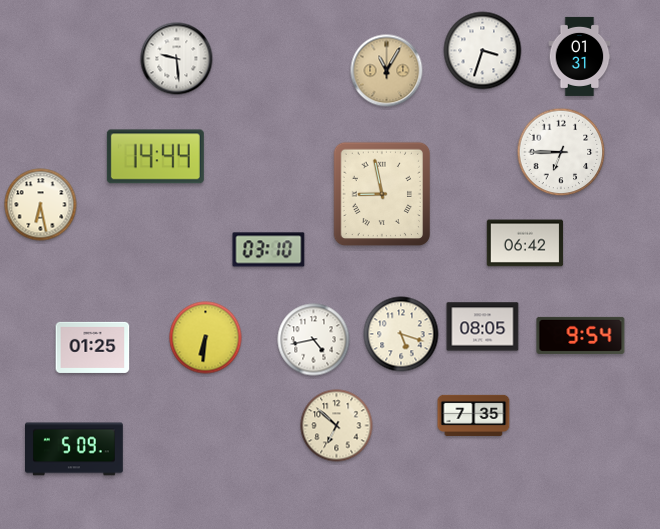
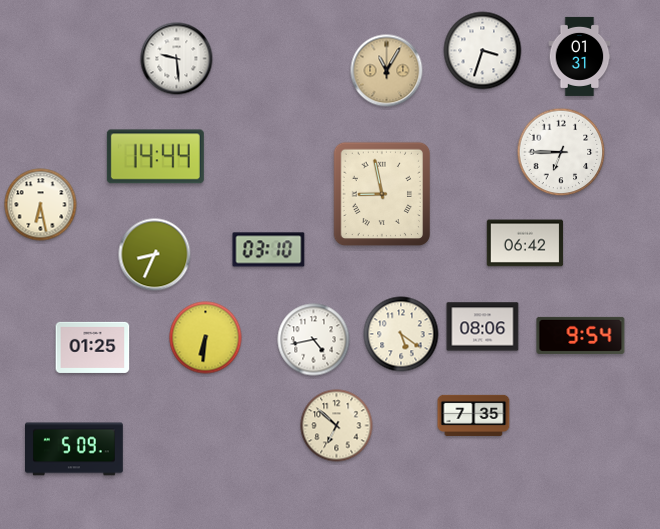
clock at (155, 255): none -> 8:34
clock at (483, 327): 08:05 -> 08:06
clock at (401, 334): 5:18 -> 5:21
